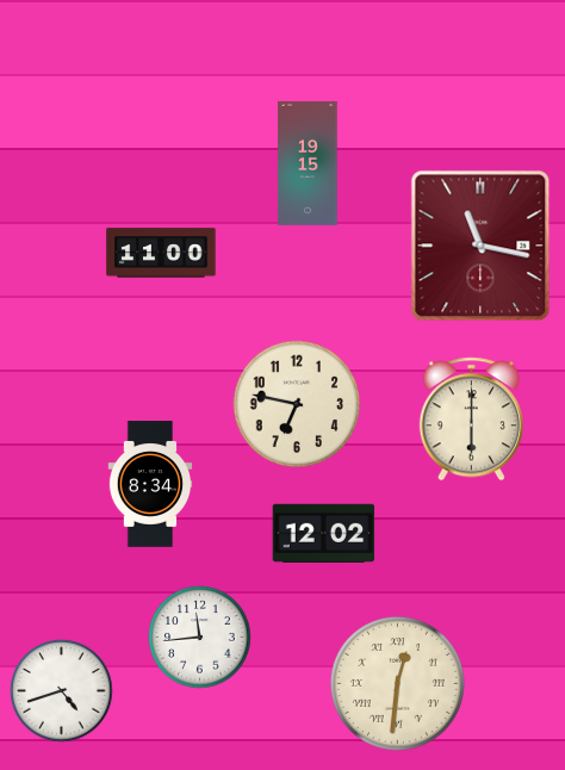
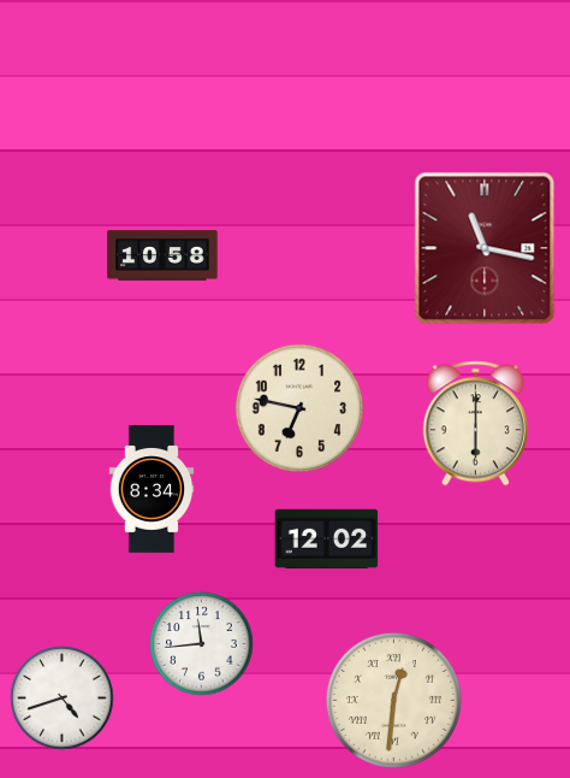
clock at (308, 163): 19:15 -> none
clock at (161, 253): 11:00 -> 10:58
clock at (397, 683) position: (397, 683) -> (393, 700)
